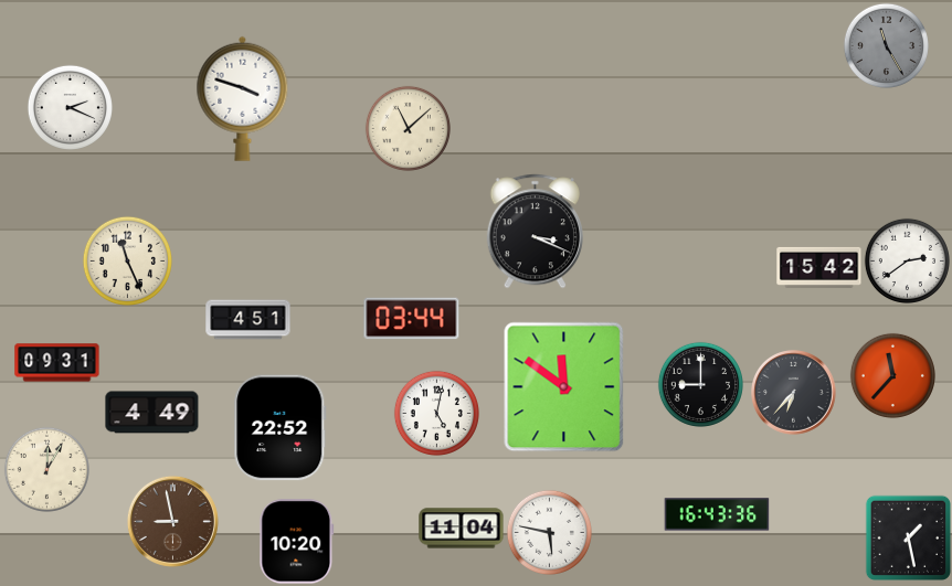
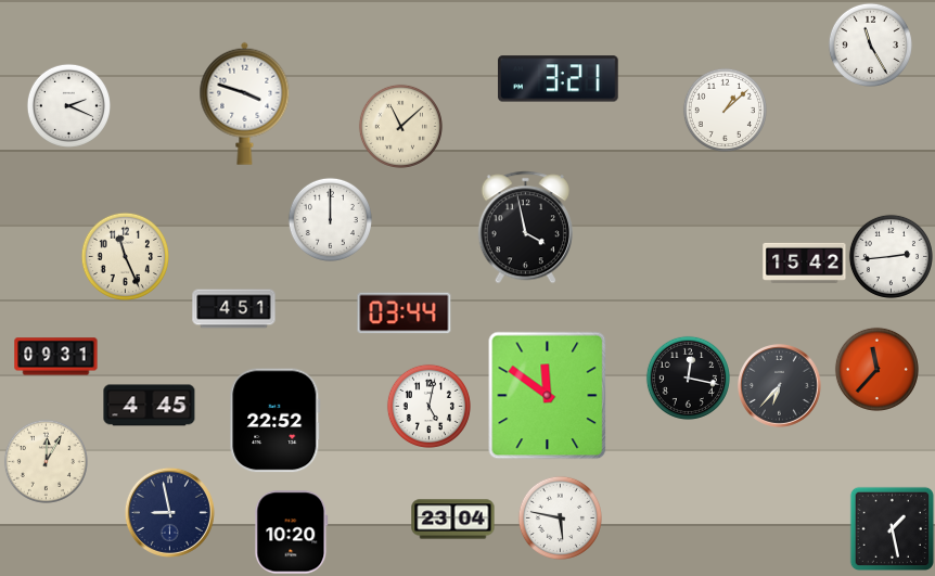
clock at (886, 45) dial: grey -> white
clock at (559, 79): none -> 3:21
clock at (243, 98) position: (243, 98) -> (245, 103)
clock at (725, 110): none -> 1:08
clock at (330, 219): none -> 12:00
clock at (535, 232): 3:19 -> 3:58
clock at (907, 260): 2:39 -> 2:44
clock at (248, 320) position: (248, 320) -> (234, 309)
clock at (700, 384): 9:00 -> 12:17
clock at (564, 387) position: (564, 387) -> (548, 396)
clock at (152, 413): 4:49 -> 4:45
clock at (717, 514): 16:43 -> none
clock at (172, 521) dial: brown -> navy
clock at (462, 529): 11:04 -> 23:04
clock at (549, 532) position: (549, 532) -> (560, 517)
